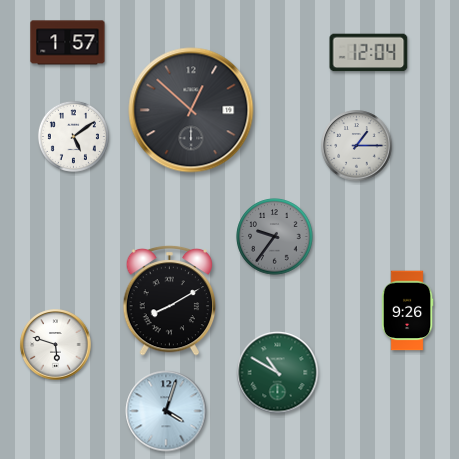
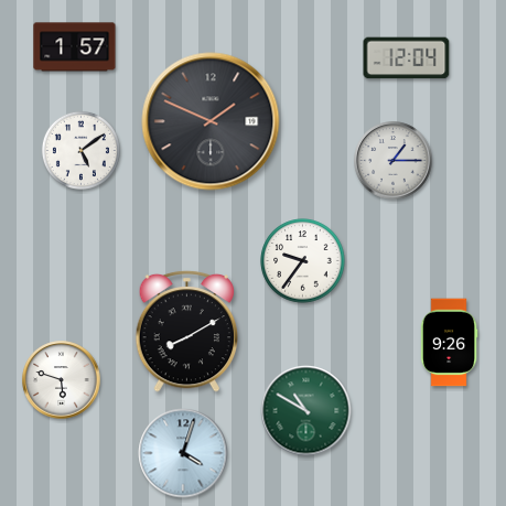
clock at (191, 110): 12:52 -> 1:49
clock at (275, 237) dial: grey -> white
